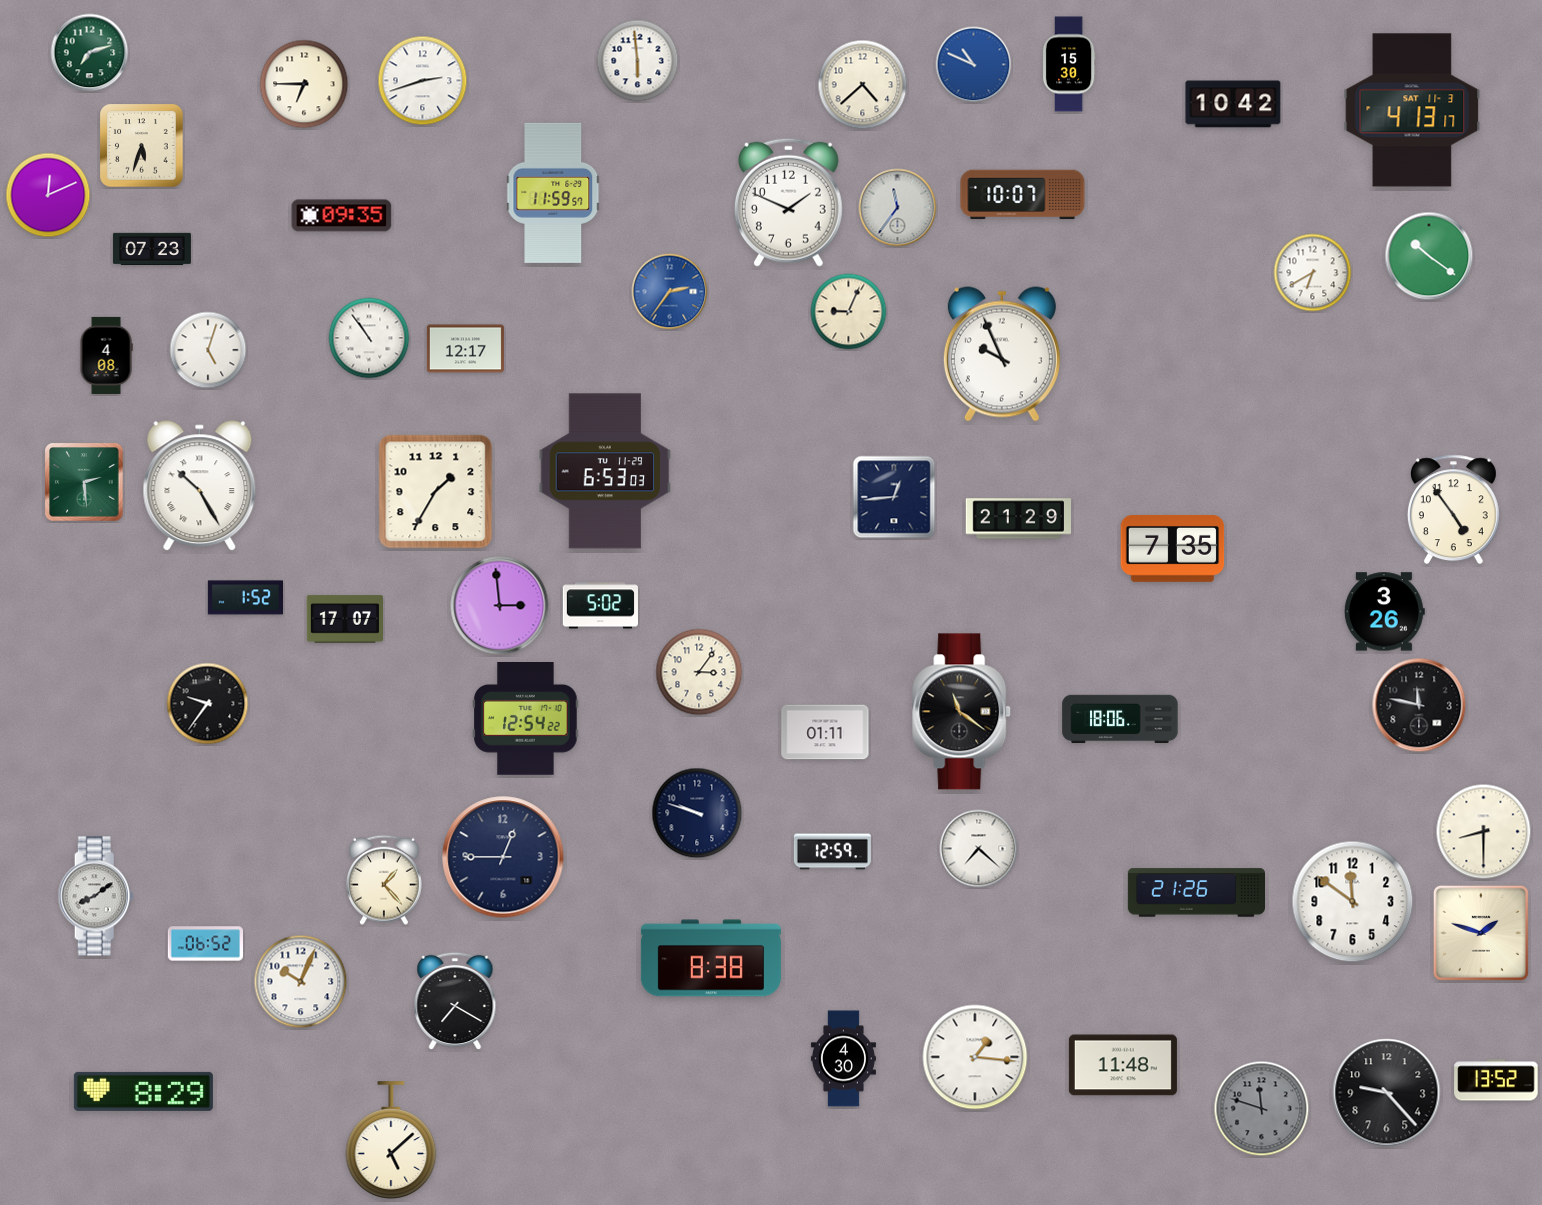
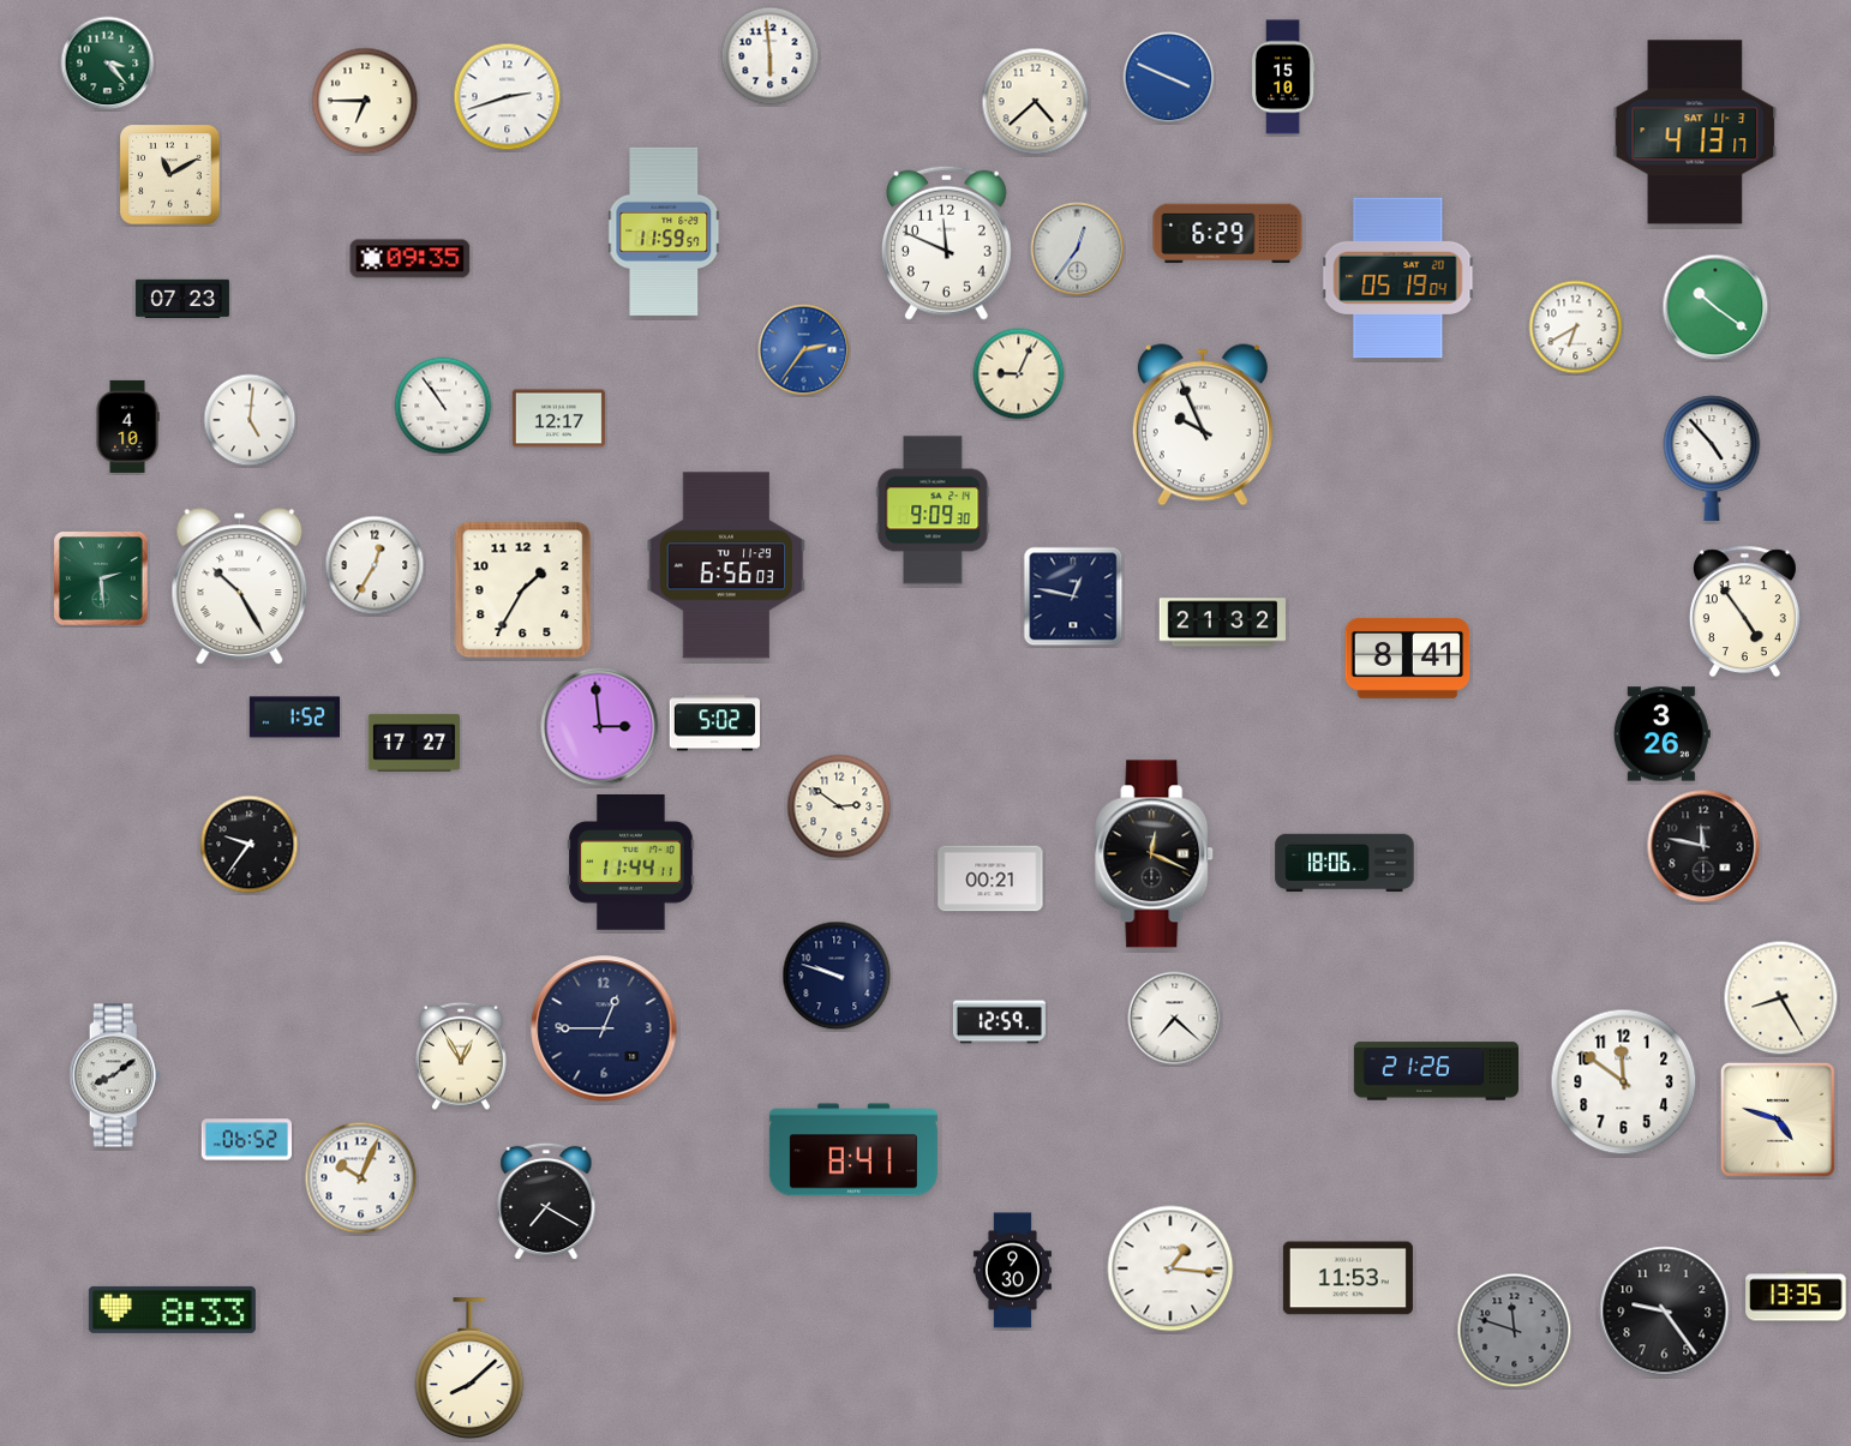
clock at (90, 53): 7:12 -> 3:23
clock at (638, 61) position: (638, 61) -> (771, 56)
clock at (1069, 64): 15:30 -> 15:10
clock at (974, 65): 10:49 -> 3:49
clock at (1233, 104): 10:42 -> none
clock at (142, 146): 5:33 -> 11:10
clock at (48, 195): 12:11 -> none
clock at (1023, 195): 10:07 -> 6:29
clock at (788, 202): 1:49 -> 11:49
clock at (898, 208): 11:36 -> 12:36
clock at (1398, 278): none -> 05:19
clock at (208, 350): 5:03 -> 5:01
clock at (106, 355): 4:08 -> 4:10
clock at (1712, 458): none -> 4:53
clock at (933, 510): none -> 9:09
clock at (375, 565): none -> 12:35
clock at (605, 471): 6:53 -> 6:56
clock at (200, 486) position: (200, 486) -> (240, 587)
clock at (894, 497): 12:44 -> 12:47
clock at (1018, 519): 21:29 -> 21:32
clock at (1173, 549): 7:35 -> 8:41
clock at (600, 606) position: (600, 606) -> (714, 724)
clock at (345, 619): 17:07 -> 17:27
clock at (699, 672): 3:06 -> 2:51
clock at (962, 712): 11:21 -> 12:19
clock at (526, 719): 12:54 -> 11:44
clock at (825, 732): 01:11 -> 00:21
clock at (1484, 832): 8:30 -> 8:25
clock at (385, 880): 1:23 -> 12:55
clock at (1481, 933): 1:48 -> 4:48
clock at (205, 944) position: (205, 944) -> (246, 1140)
clock at (711, 958): 8:38 -> 8:41
clock at (843, 1059): 4:30 -> 9:30
clock at (1123, 1065): 11:48 -> 11:53
clock at (1496, 1080): 13:52 -> 13:35
clock at (143, 1091): 8:29 -> 8:33
clock at (1387, 1093): 9:23 -> 9:24
clock at (391, 1140): 5:08 -> 8:08
